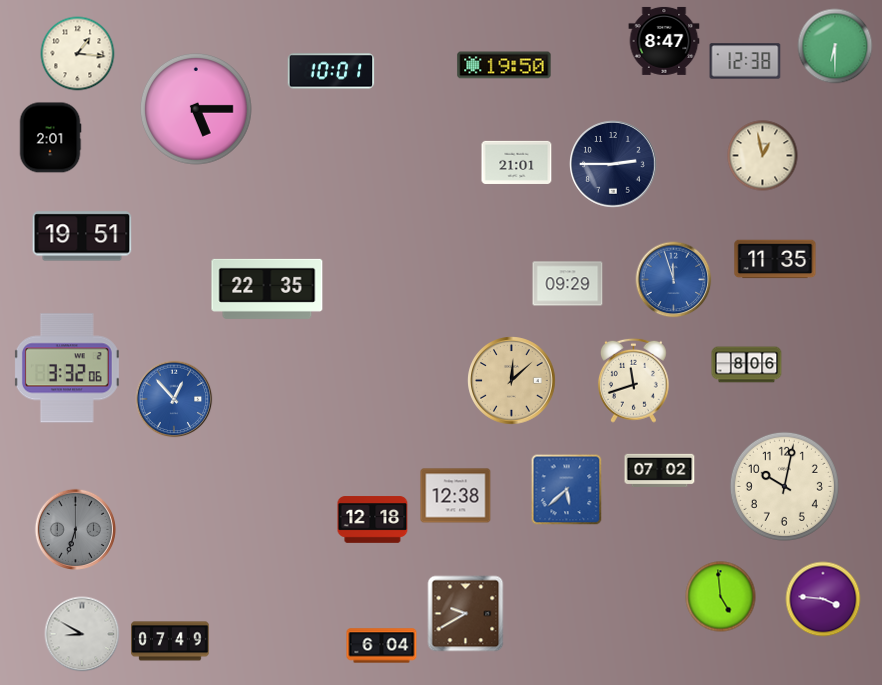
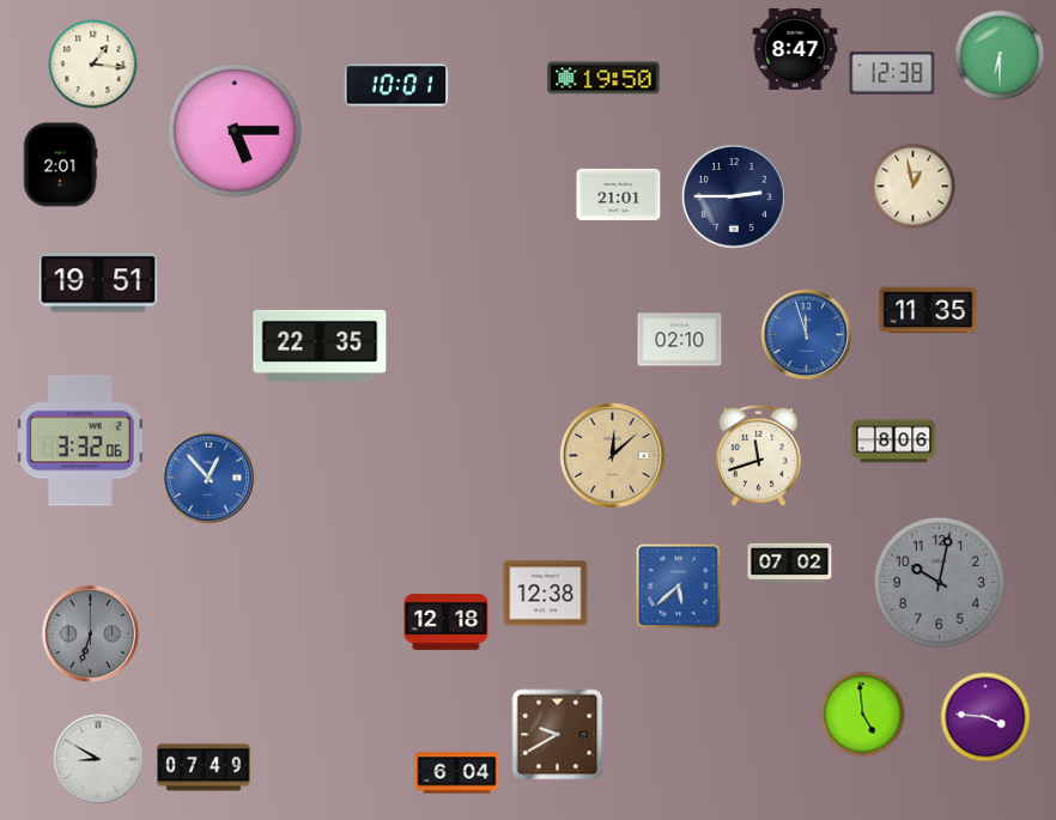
clock at (568, 284): 09:29 -> 02:10
clock at (747, 365) position: (747, 365) -> (894, 442)
clock at (784, 486) dial: cream -> grey
